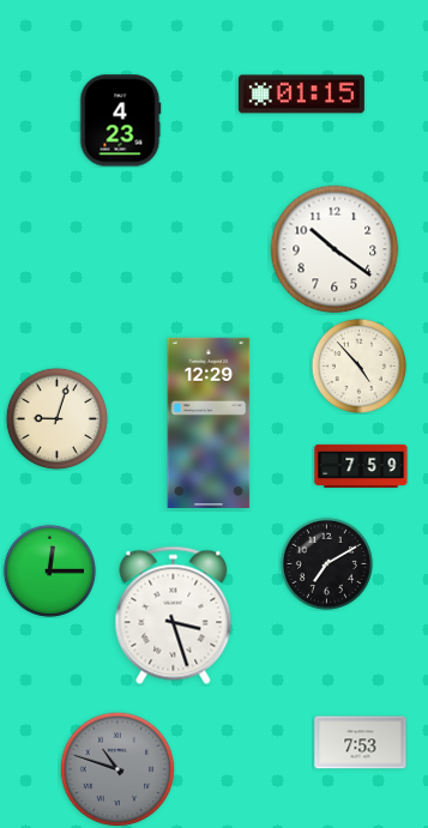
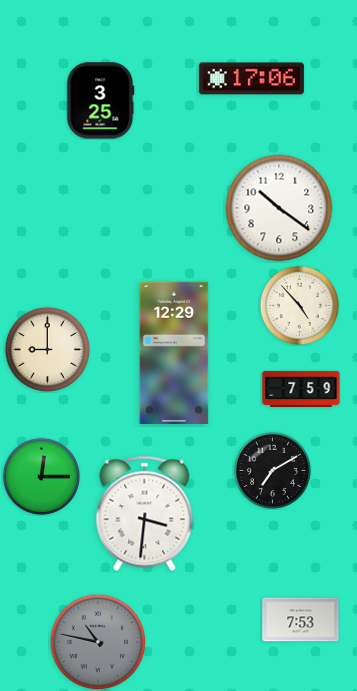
clock at (301, 95): 01:15 -> 17:06
clock at (120, 121): 4:23 -> 3:25
clock at (56, 418): 9:03 -> 9:00
clock at (174, 616): 3:27 -> 3:31
clock at (117, 769): 10:48 -> 10:47
